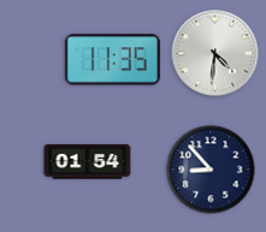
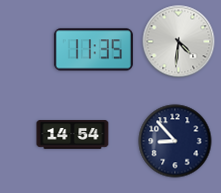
clock at (215, 54) position: (215, 54) -> (179, 42)
clock at (88, 162): 01:54 -> 14:54
